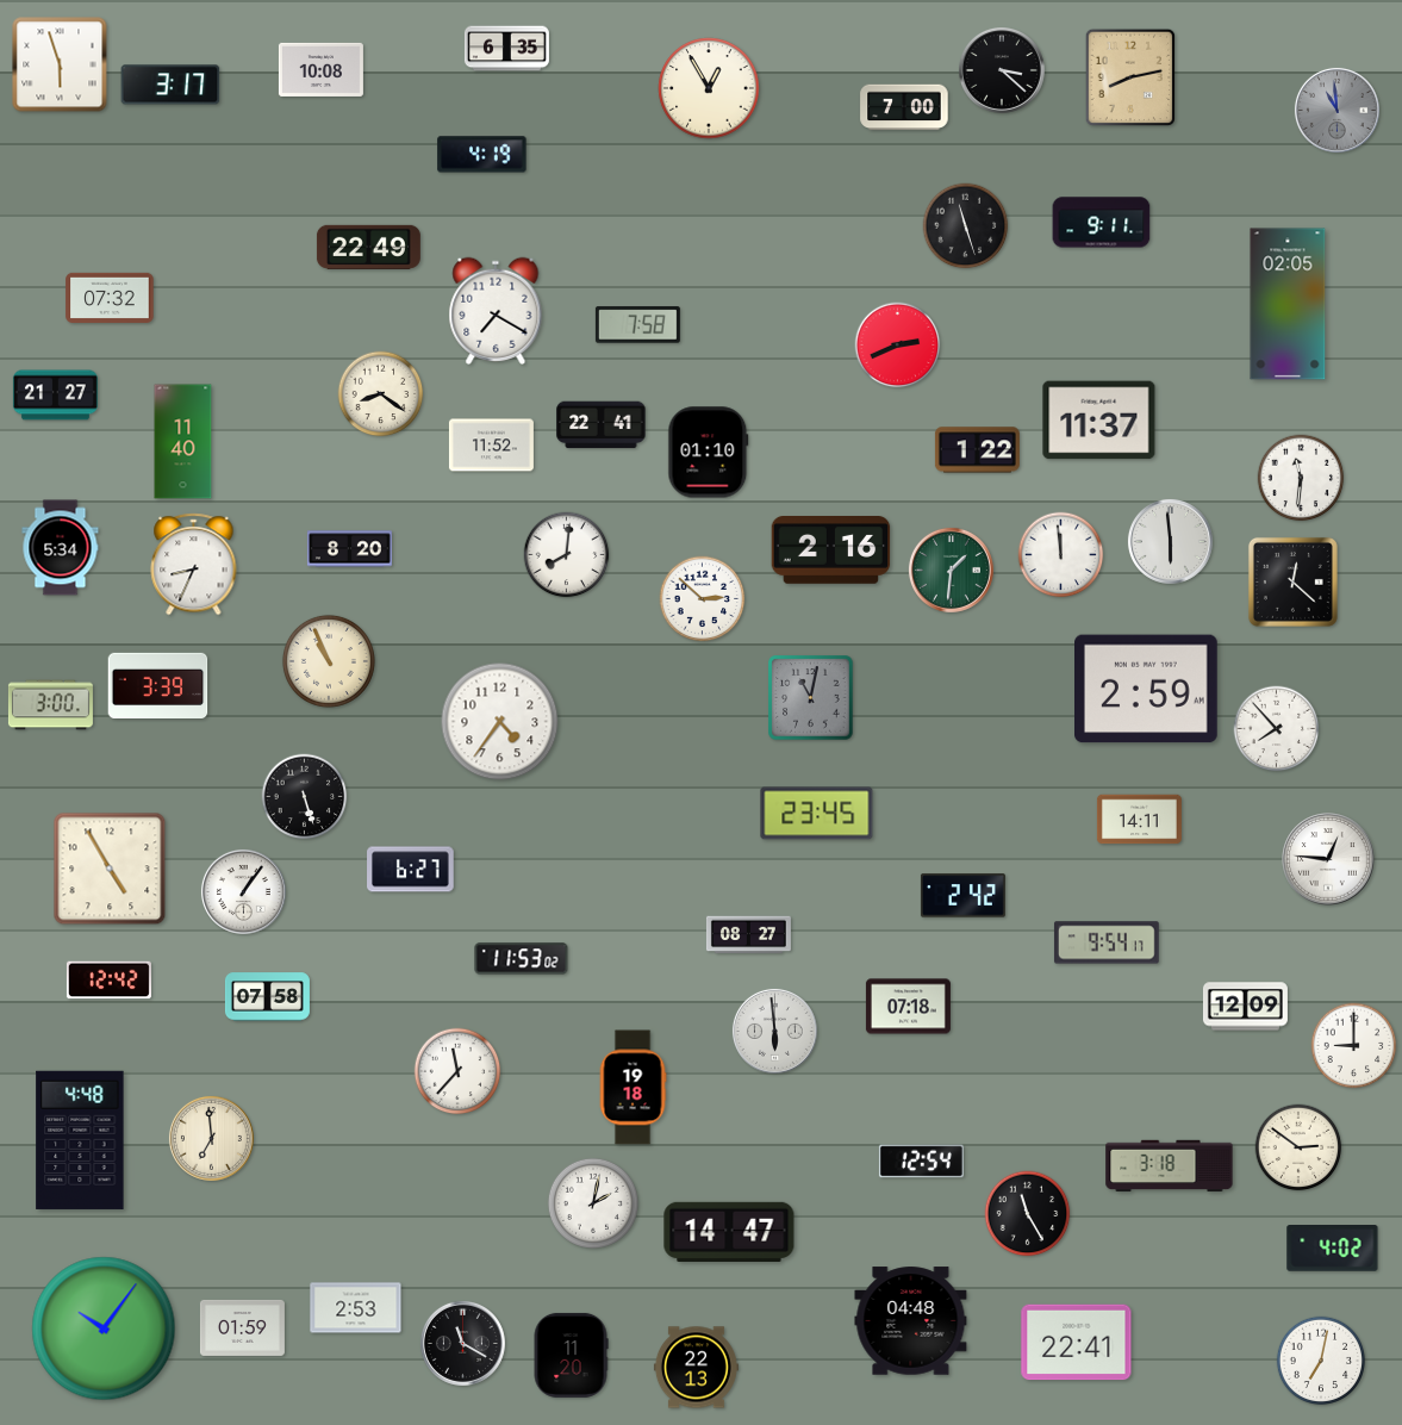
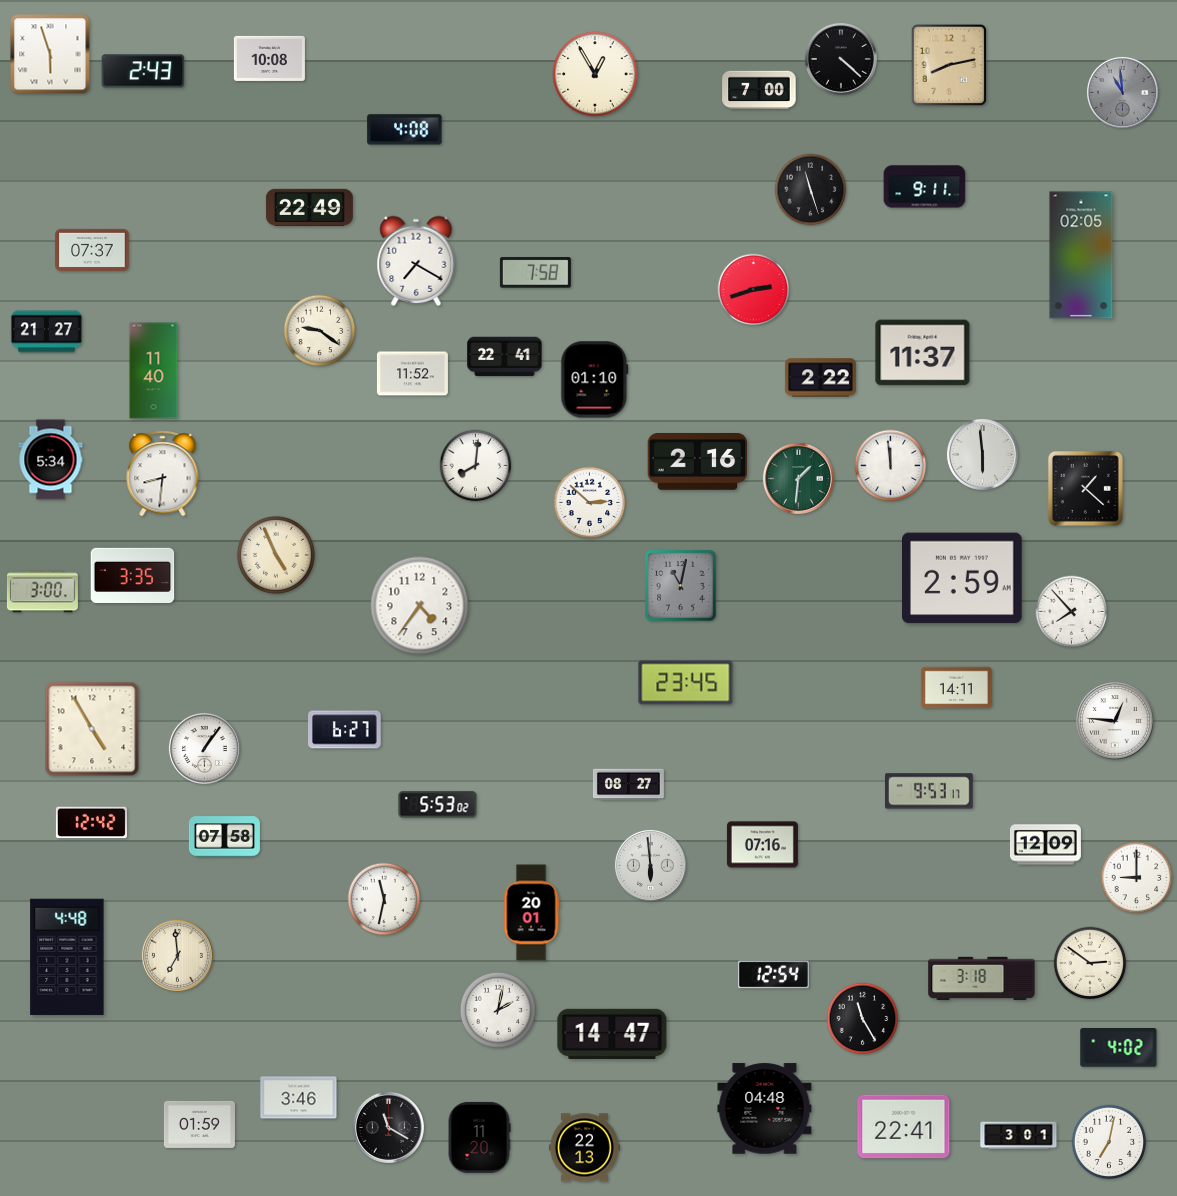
clock at (506, 49): 6:35 -> none
clock at (1002, 70): 3:22 -> 4:22
clock at (170, 85): 3:17 -> 2:43
clock at (482, 155): 4:19 -> 4:08
clock at (110, 298): 07:32 -> 07:37
clock at (898, 346): 2:41 -> 2:42
clock at (381, 394): 8:21 -> 9:21
clock at (977, 450): 1:22 -> 2:22
clock at (1301, 478): 11:31 -> none
clock at (349, 549): 8:20 -> none
clock at (194, 565): 8:34 -> 8:31
clock at (1292, 581): 12:22 -> 1:22
clock at (329, 661): 10:56 -> 4:56
clock at (158, 685): 3:39 -> 3:35
clock at (305, 797): 5:27 -> none
clock at (962, 896): 2:42 -> none
clock at (1107, 942): 9:54 -> 9:53
clock at (522, 959): 11:53 -> 5:53
clock at (908, 1007): 07:18 -> 07:16
clock at (457, 1071): 11:37 -> 11:32
clock at (633, 1088): 19:18 -> 20:01
clock at (356, 1308): 2:53 -> 3:46
clock at (242, 1327) position: (242, 1327) -> (199, 1124)
clock at (104, 1328): 10:06 -> none
clock at (1019, 1136): none -> 3:01
